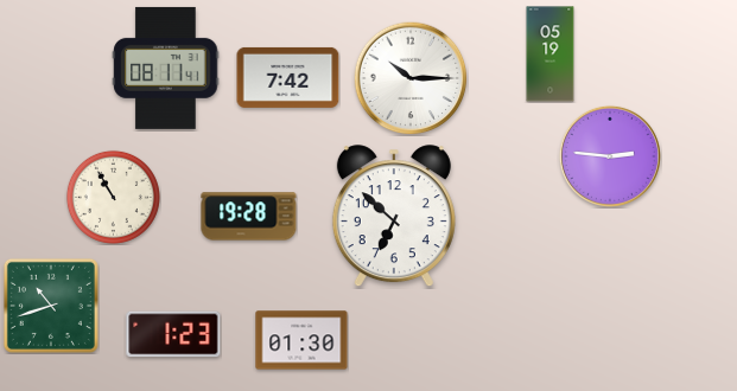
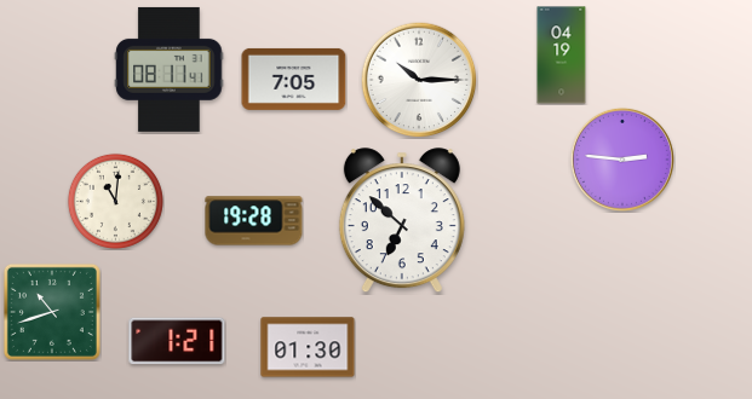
clock at (551, 55): 05:19 -> 04:19
clock at (288, 77): 7:42 -> 7:05
clock at (113, 197): 10:55 -> 11:01
clock at (173, 334): 1:23 -> 1:21
